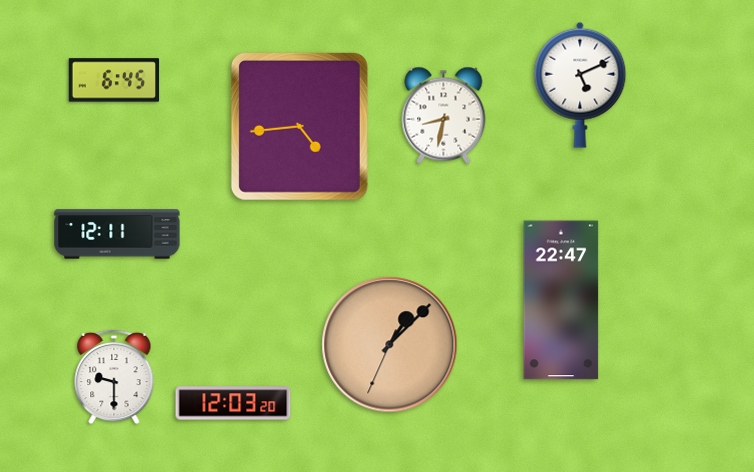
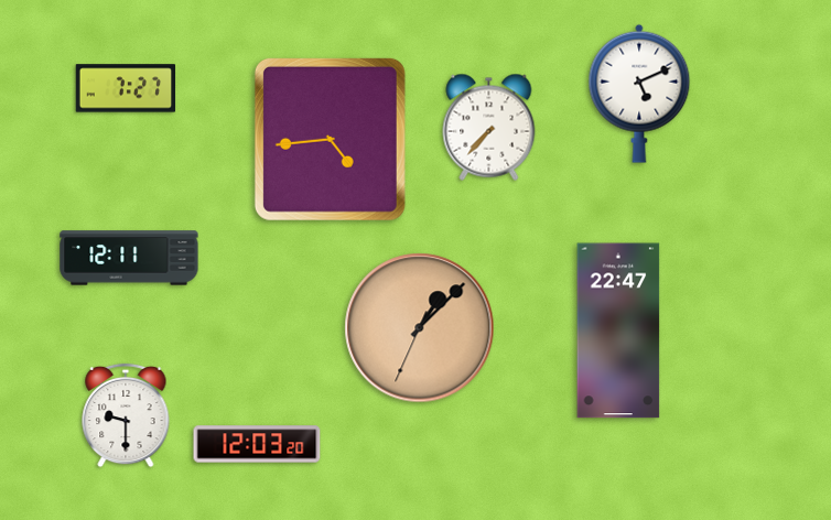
clock at (114, 80): 6:45 -> 7:27
clock at (444, 115): 8:32 -> 7:37
clock at (390, 345) position: (390, 345) -> (420, 328)
